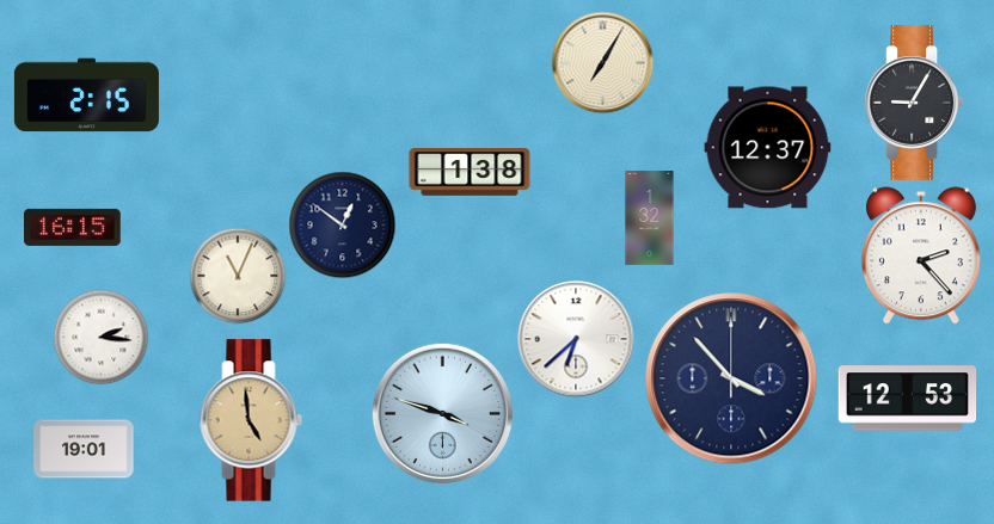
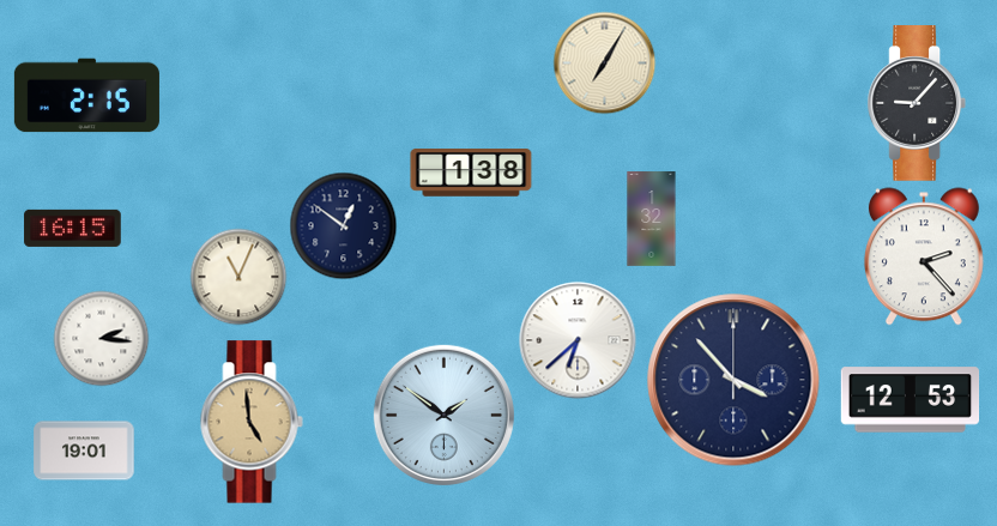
clock at (913, 104): 9:05 -> 9:07
clock at (768, 148): 12:37 -> none
clock at (442, 413): 3:48 -> 1:51
